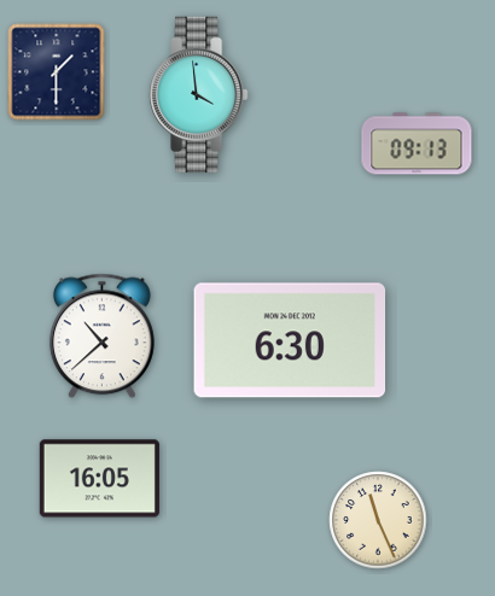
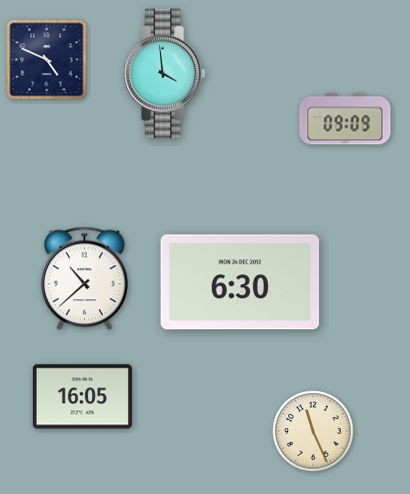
clock at (57, 72): 1:30 -> 4:49
clock at (199, 94) position: (199, 94) -> (165, 73)
clock at (417, 144): 09:13 -> 09:09
